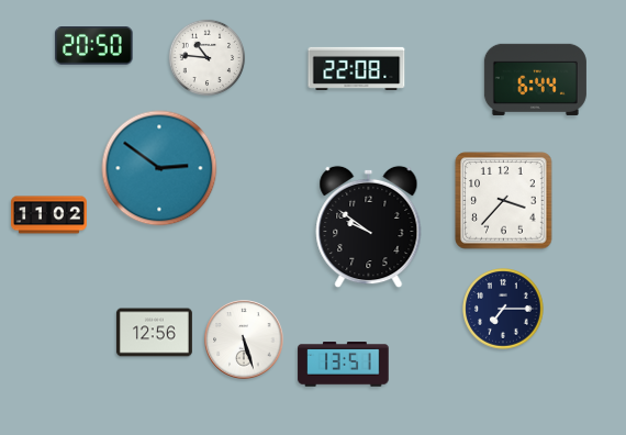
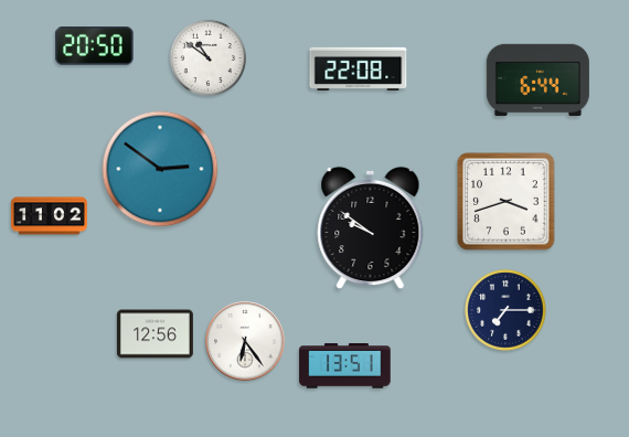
clock at (208, 58): 10:46 -> 10:51
clock at (504, 201): 3:37 -> 3:42
clock at (244, 339): 5:27 -> 6:24
